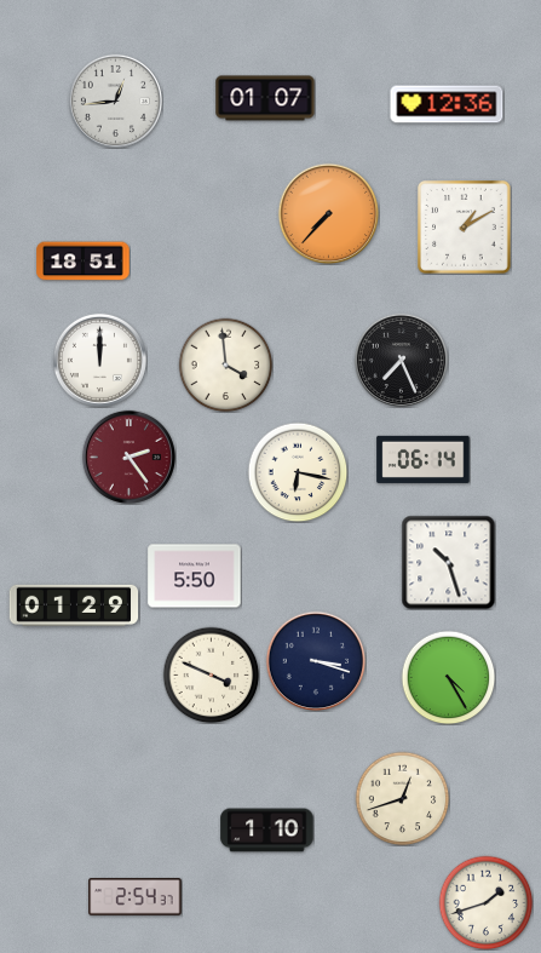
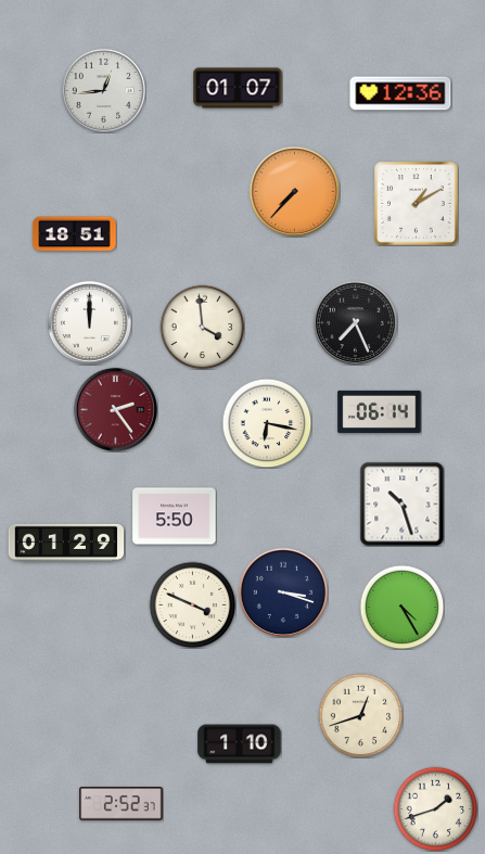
clock at (401, 360) position: (401, 360) -> (355, 322)
clock at (211, 674) position: (211, 674) -> (192, 604)
clock at (136, 897): 2:54 -> 2:52
